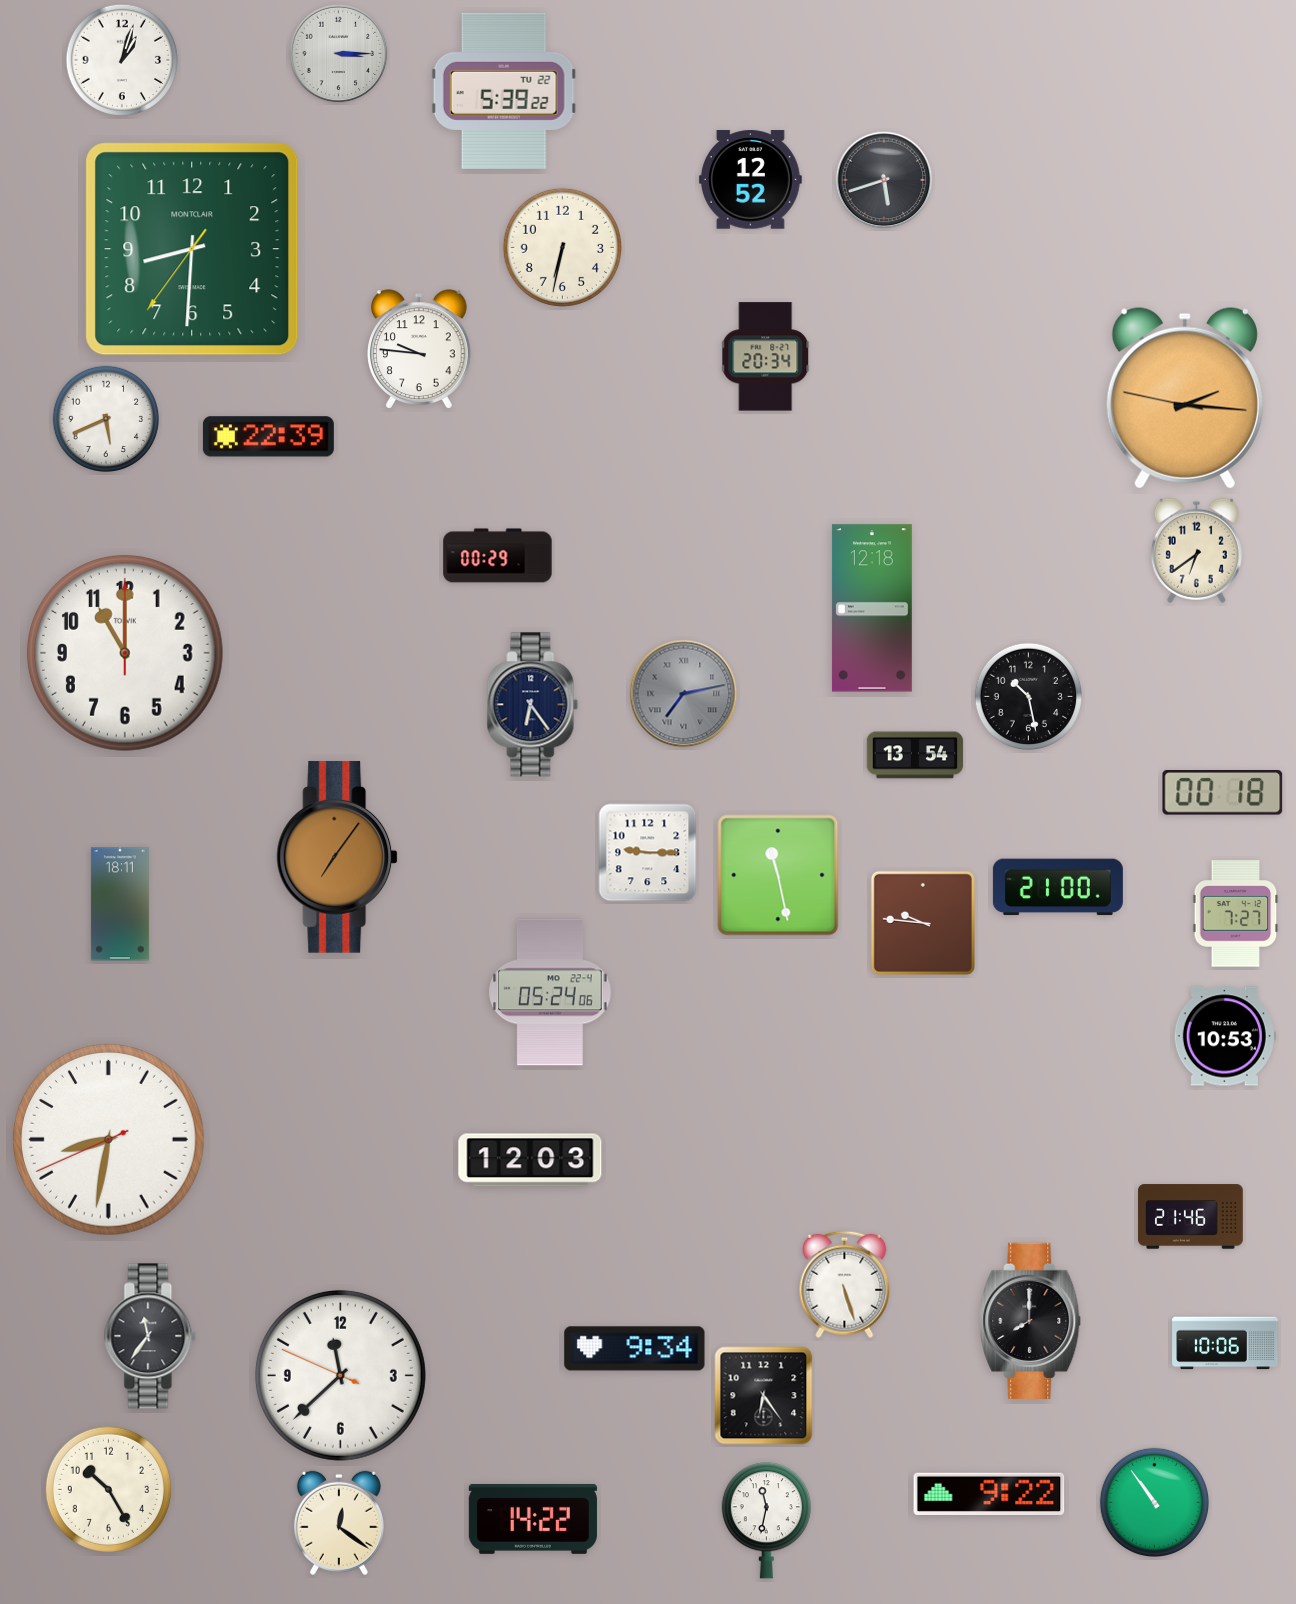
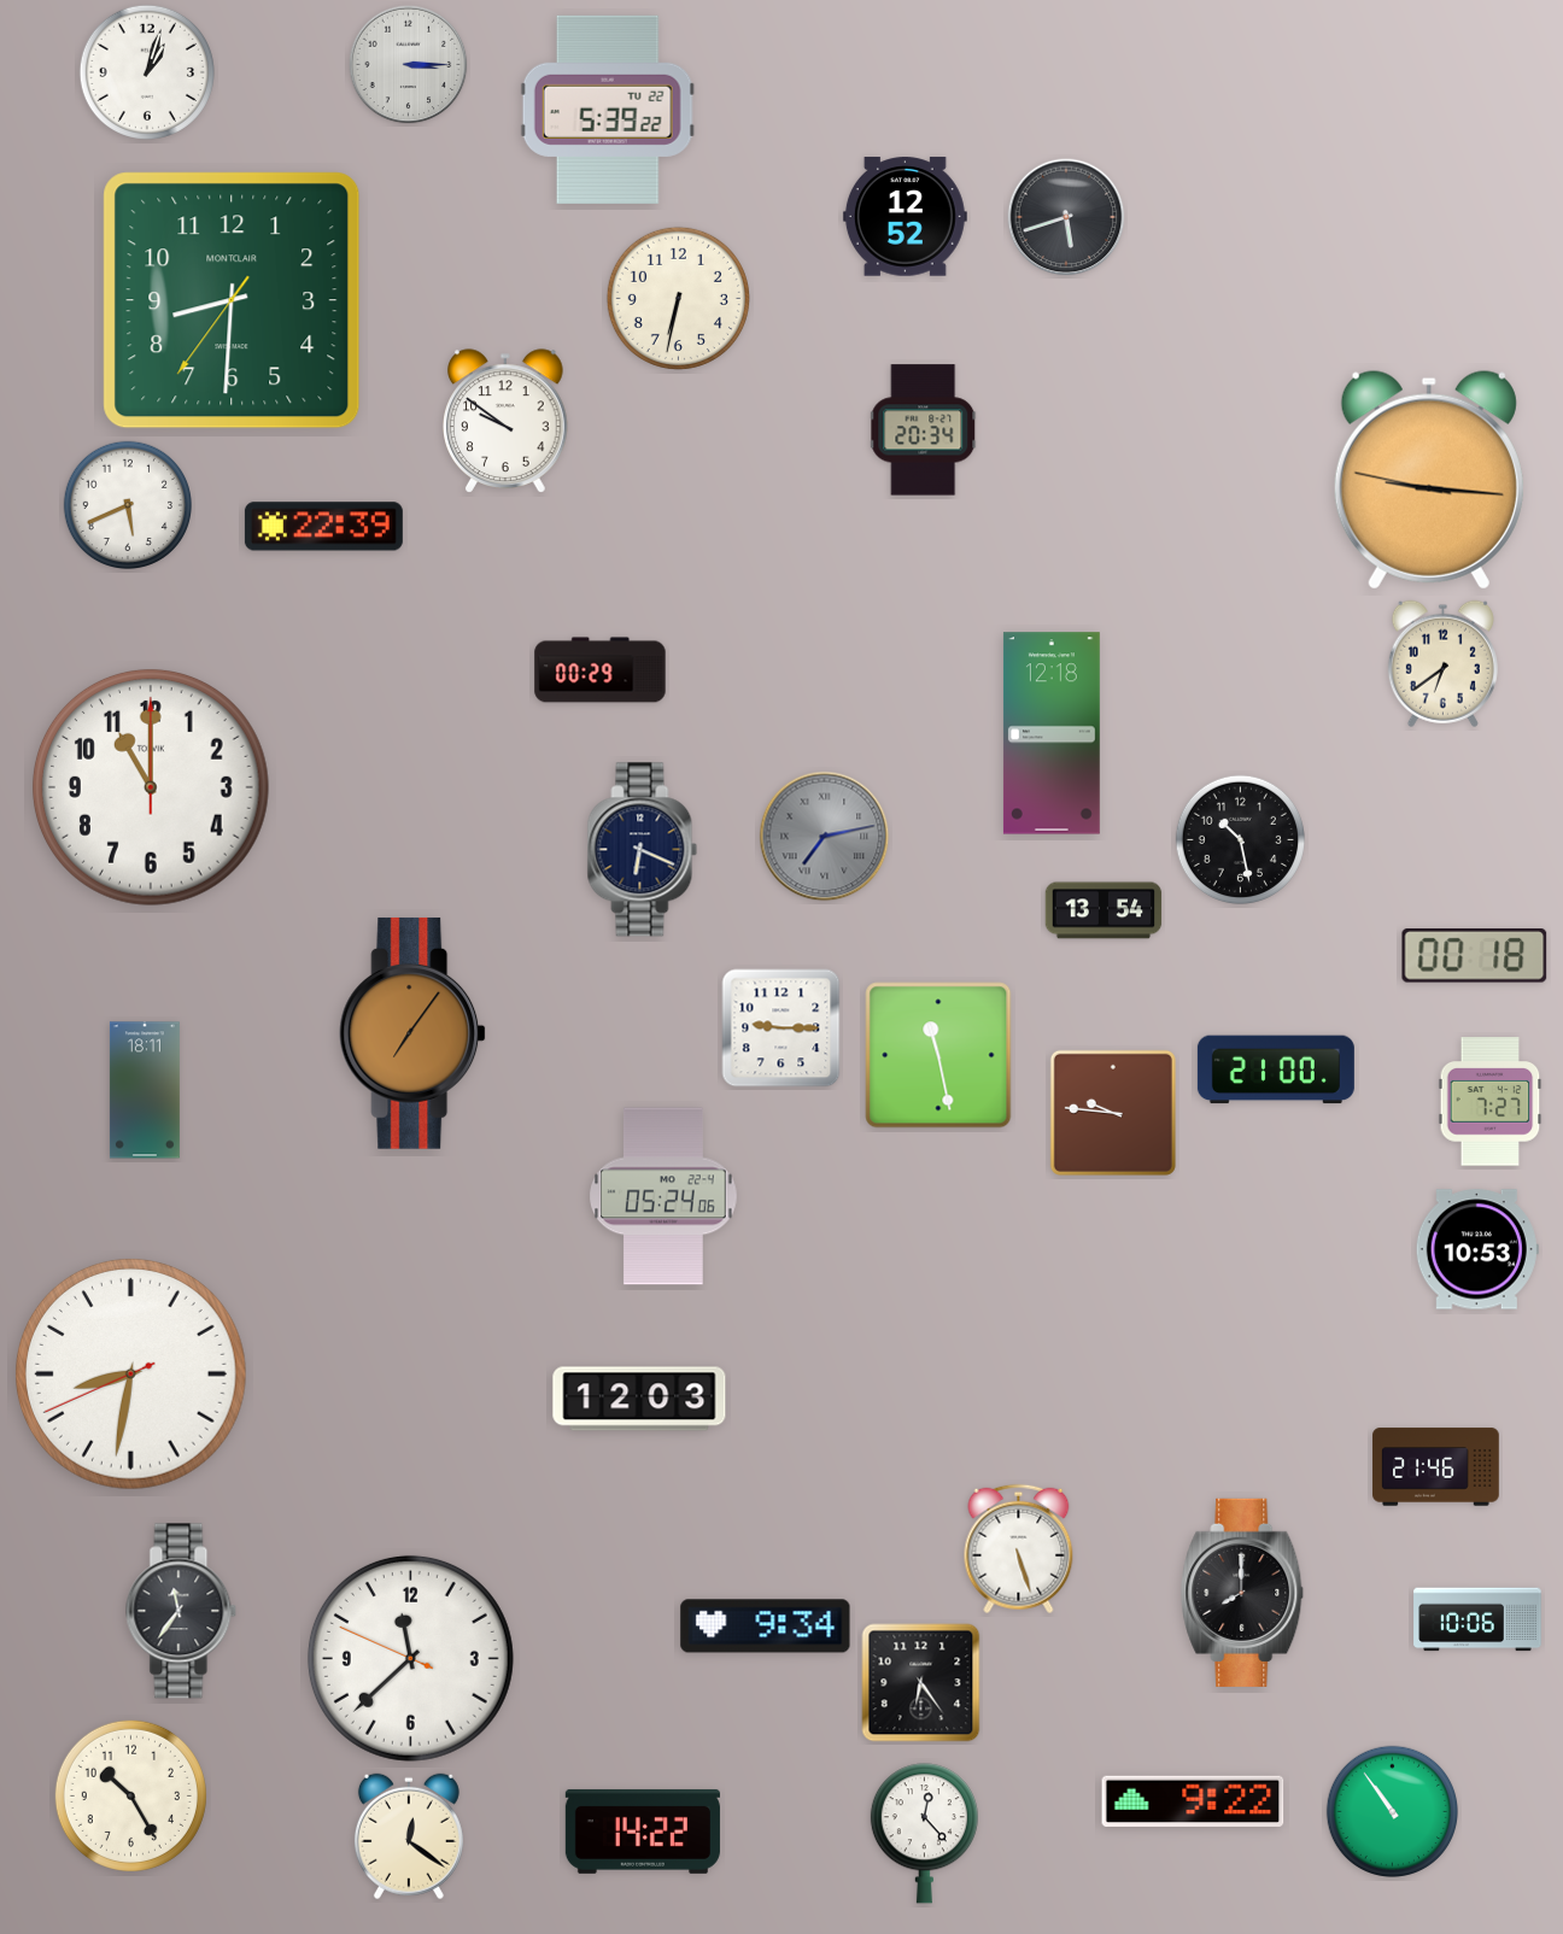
clock at (420, 349): 9:46 -> 9:51
clock at (1185, 398): 2:15 -> 9:15
clock at (533, 705): 6:24 -> 6:19
clock at (337, 857) position: (337, 857) -> (412, 1033)
clock at (766, 1521): 11:32 -> 12:23
